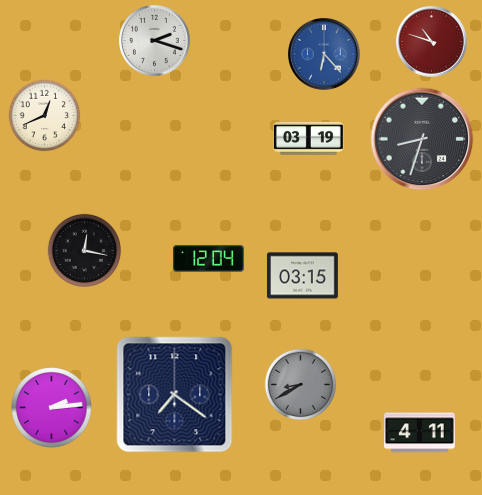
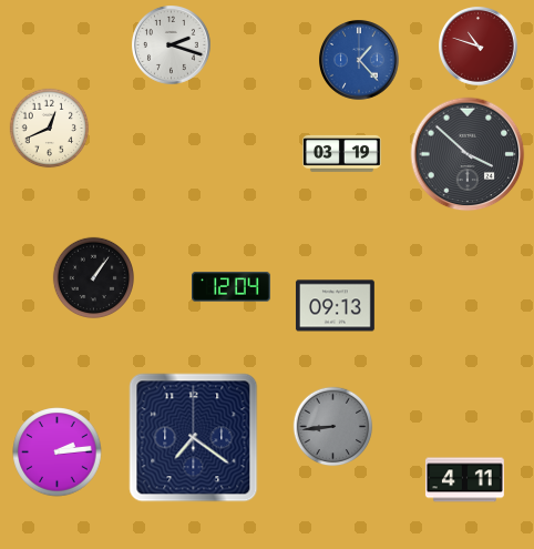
clock at (325, 55): 6:23 -> 1:23
clock at (422, 139): 8:33 -> 3:52
clock at (84, 250): 12:17 -> 1:06
clock at (303, 276): 03:15 -> 09:13
clock at (301, 385): 8:40 -> 8:44
